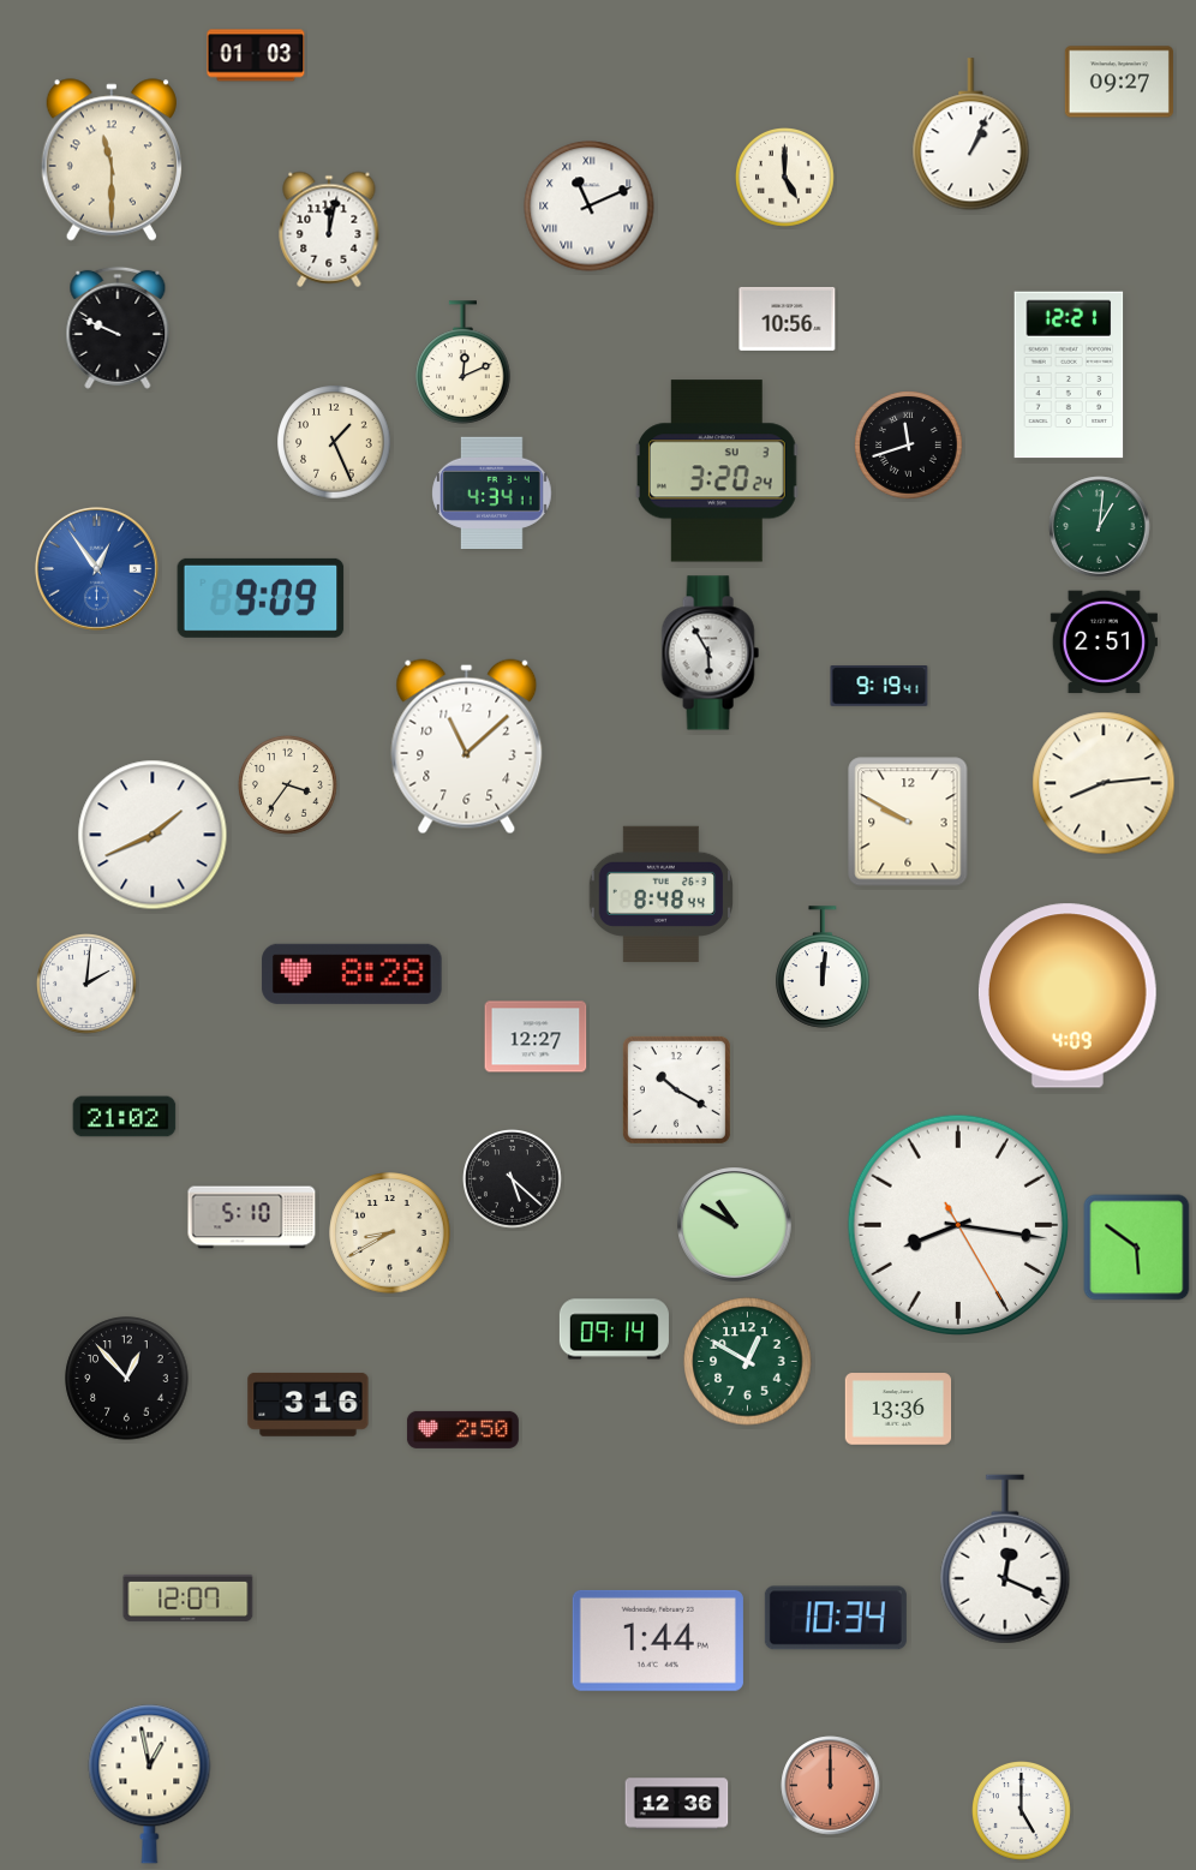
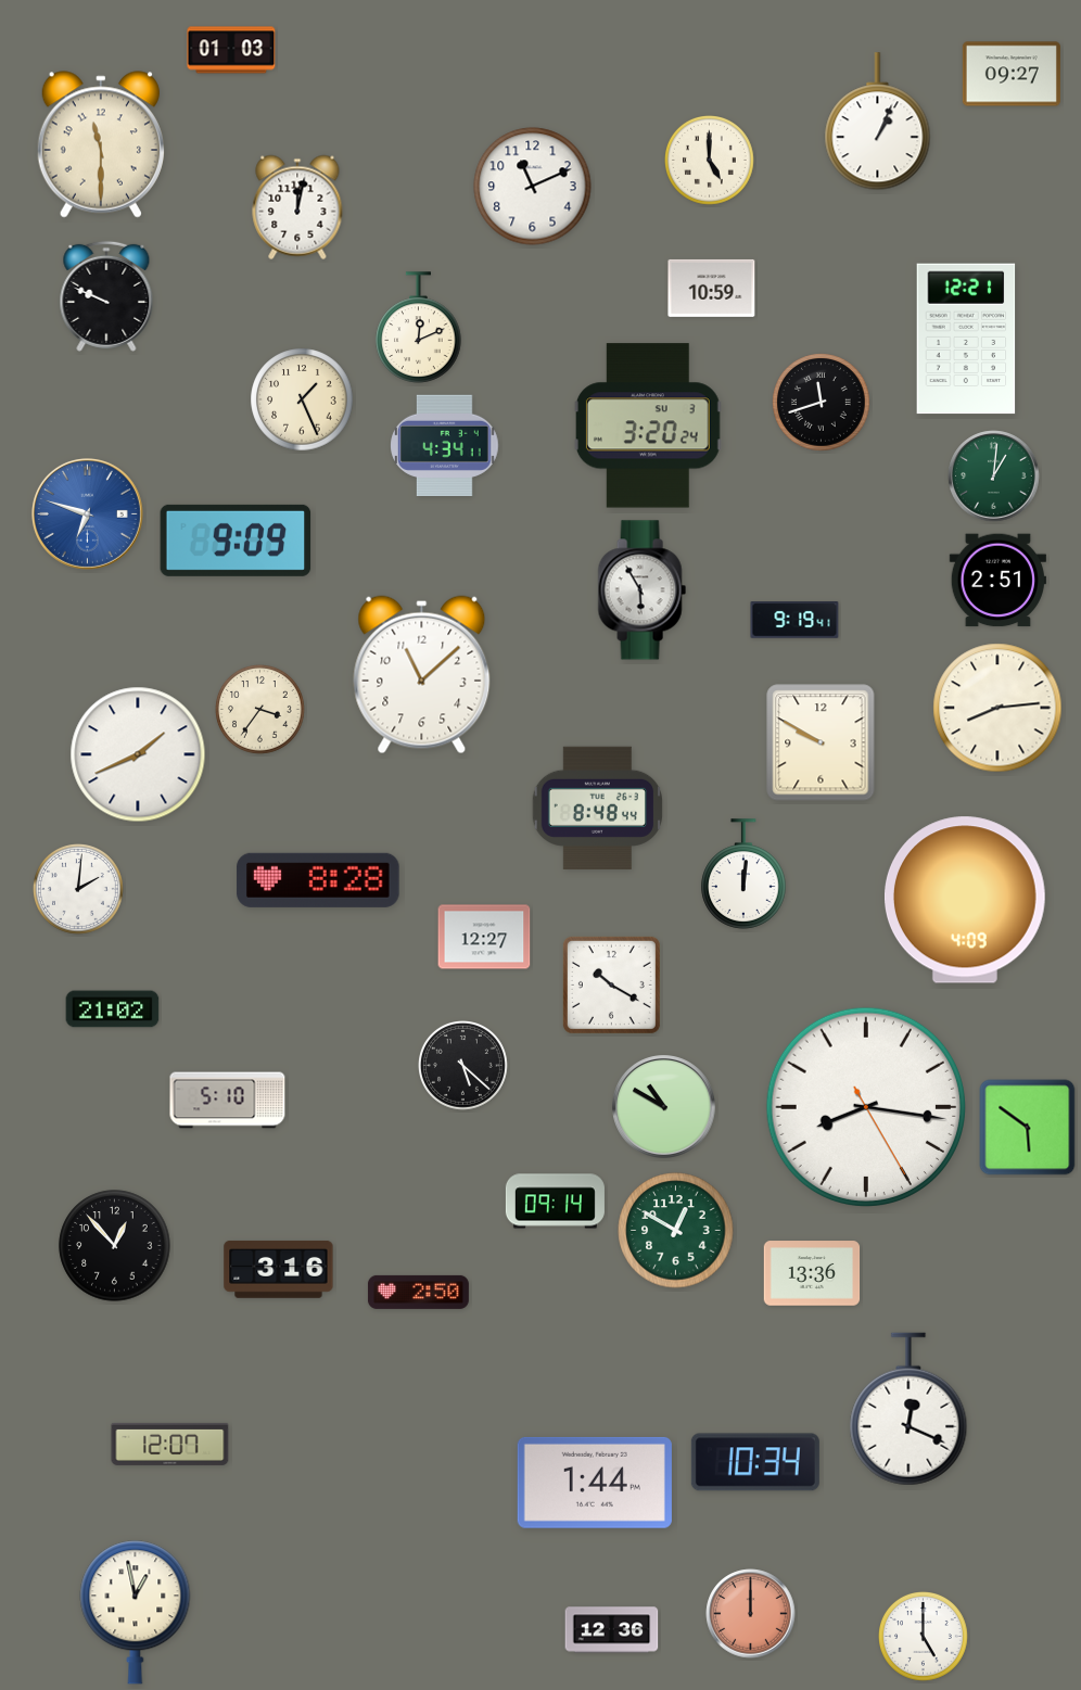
clock at (590, 207) numerals: Roman -> Arabic
clock at (788, 318): 10:56 -> 10:59
clock at (96, 568): 12:54 -> 6:48
clock at (390, 1233): 8:40 -> none
